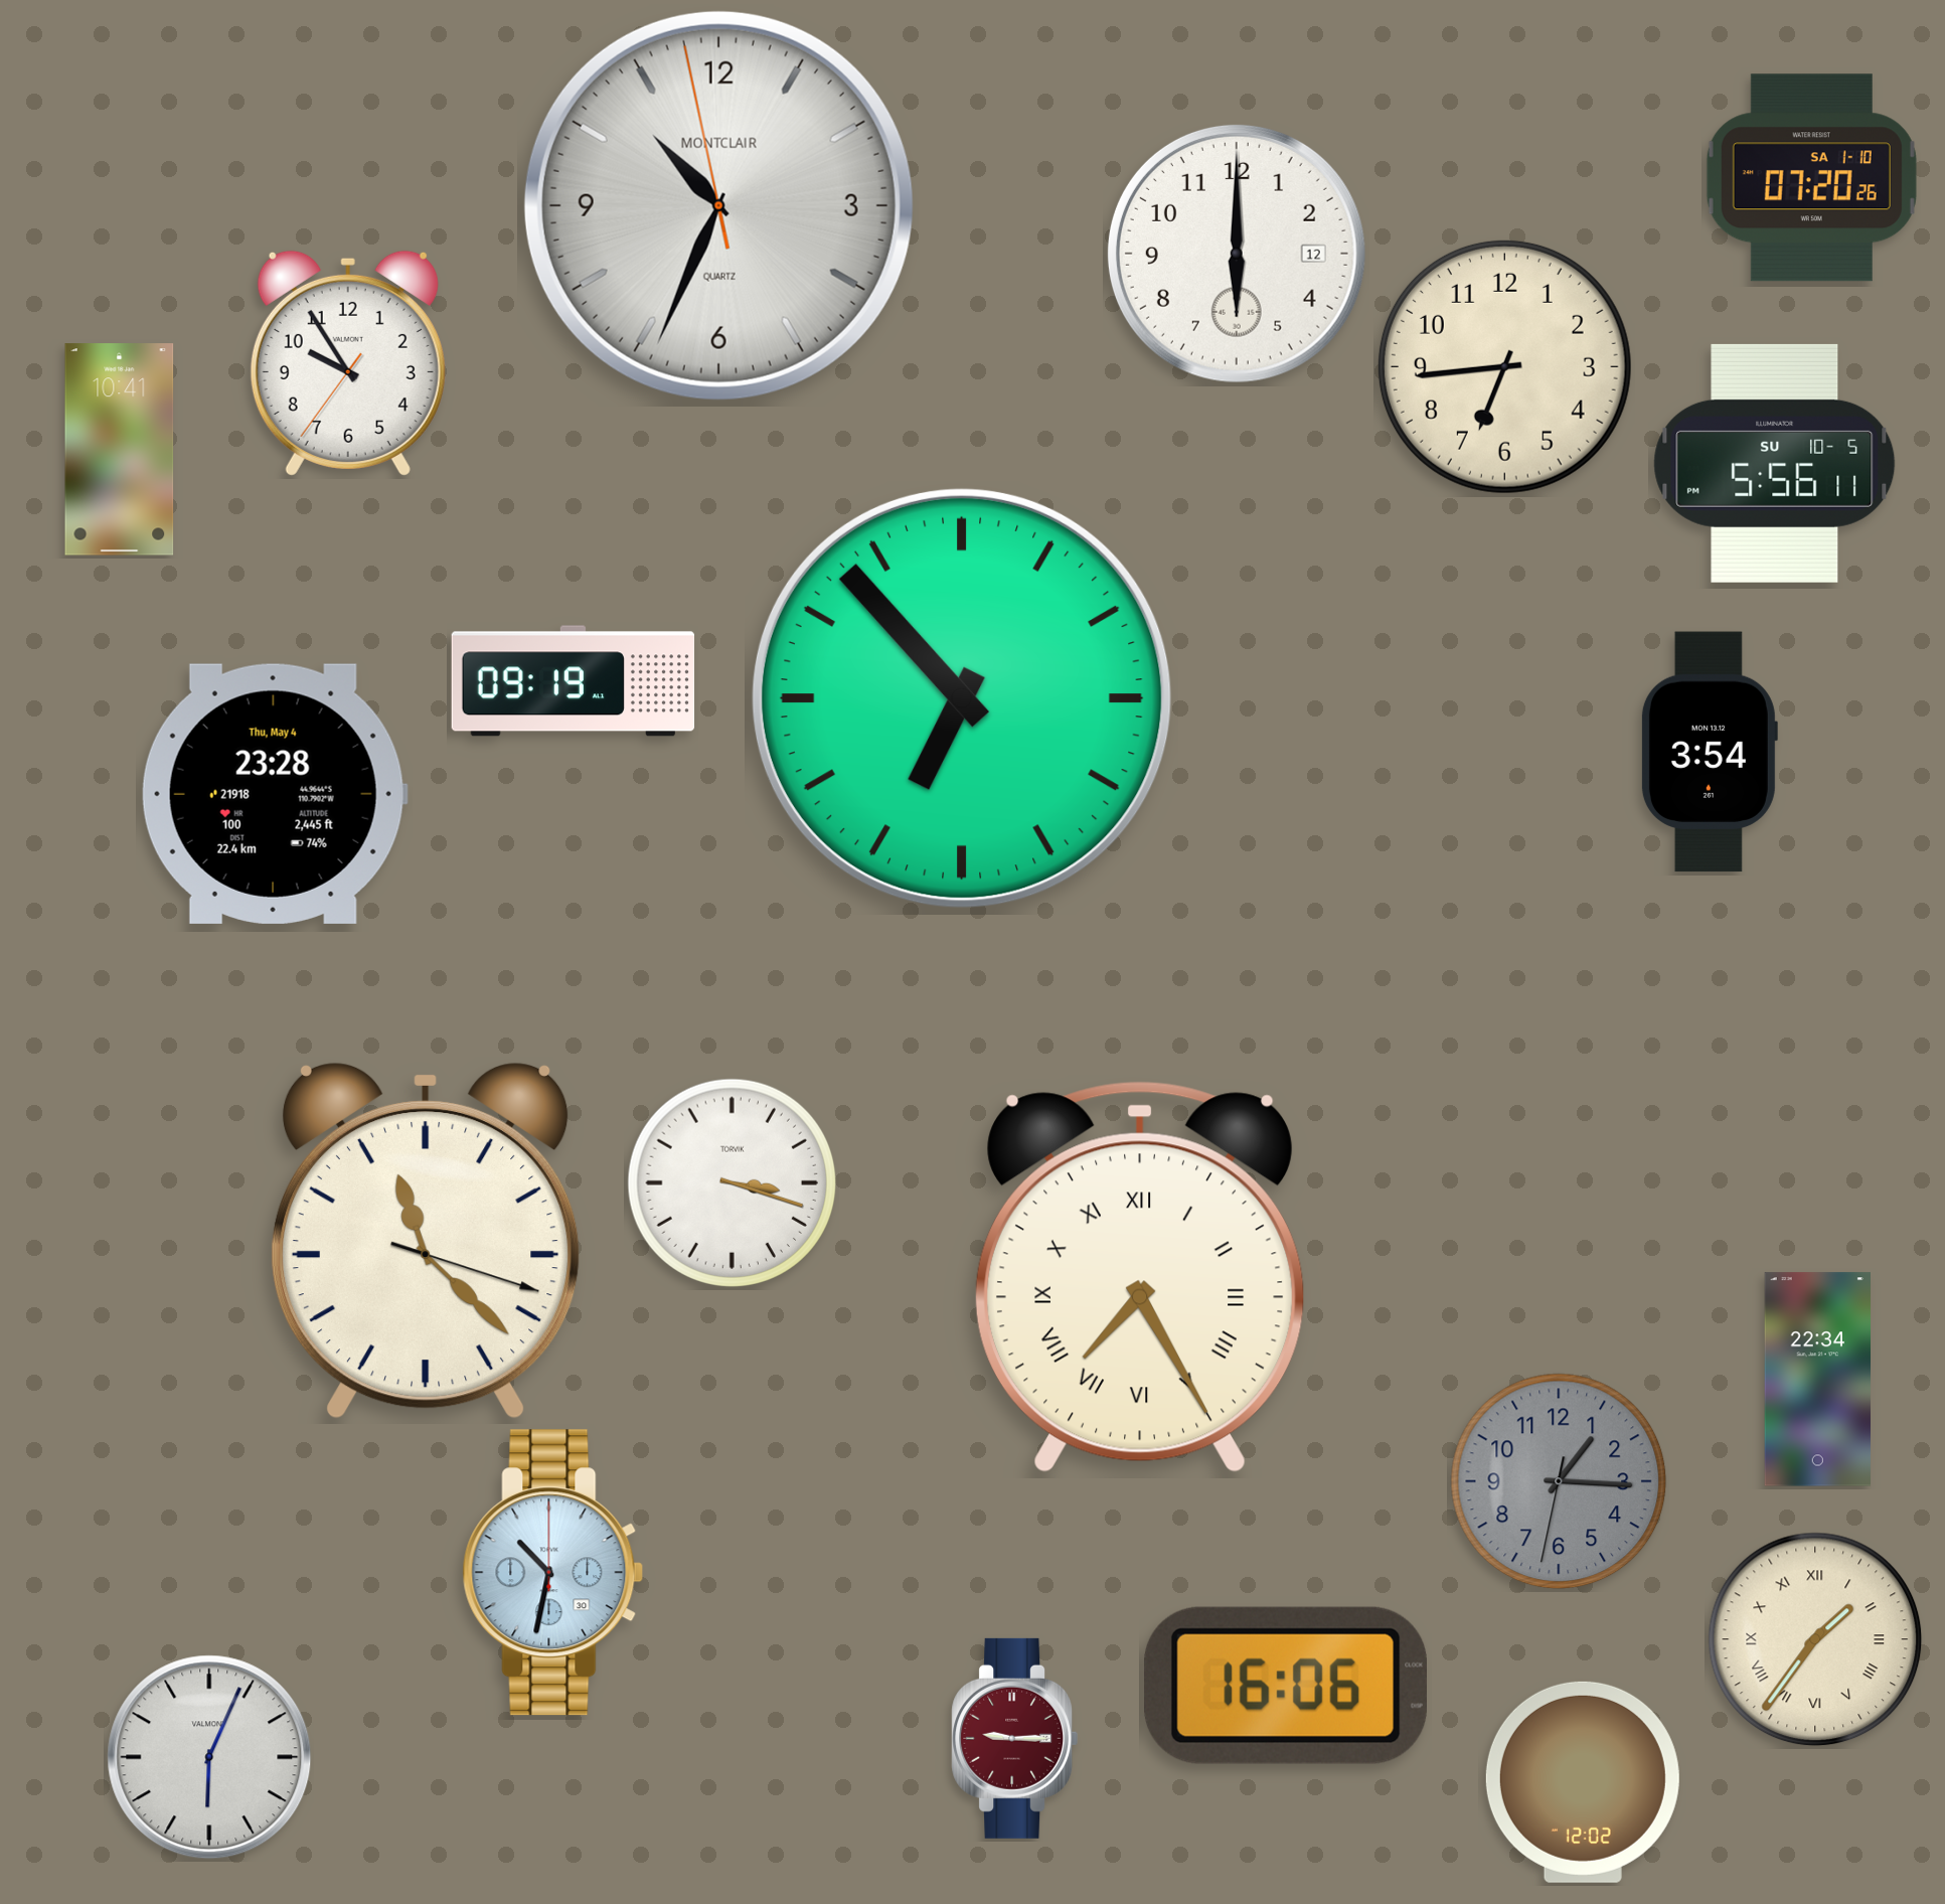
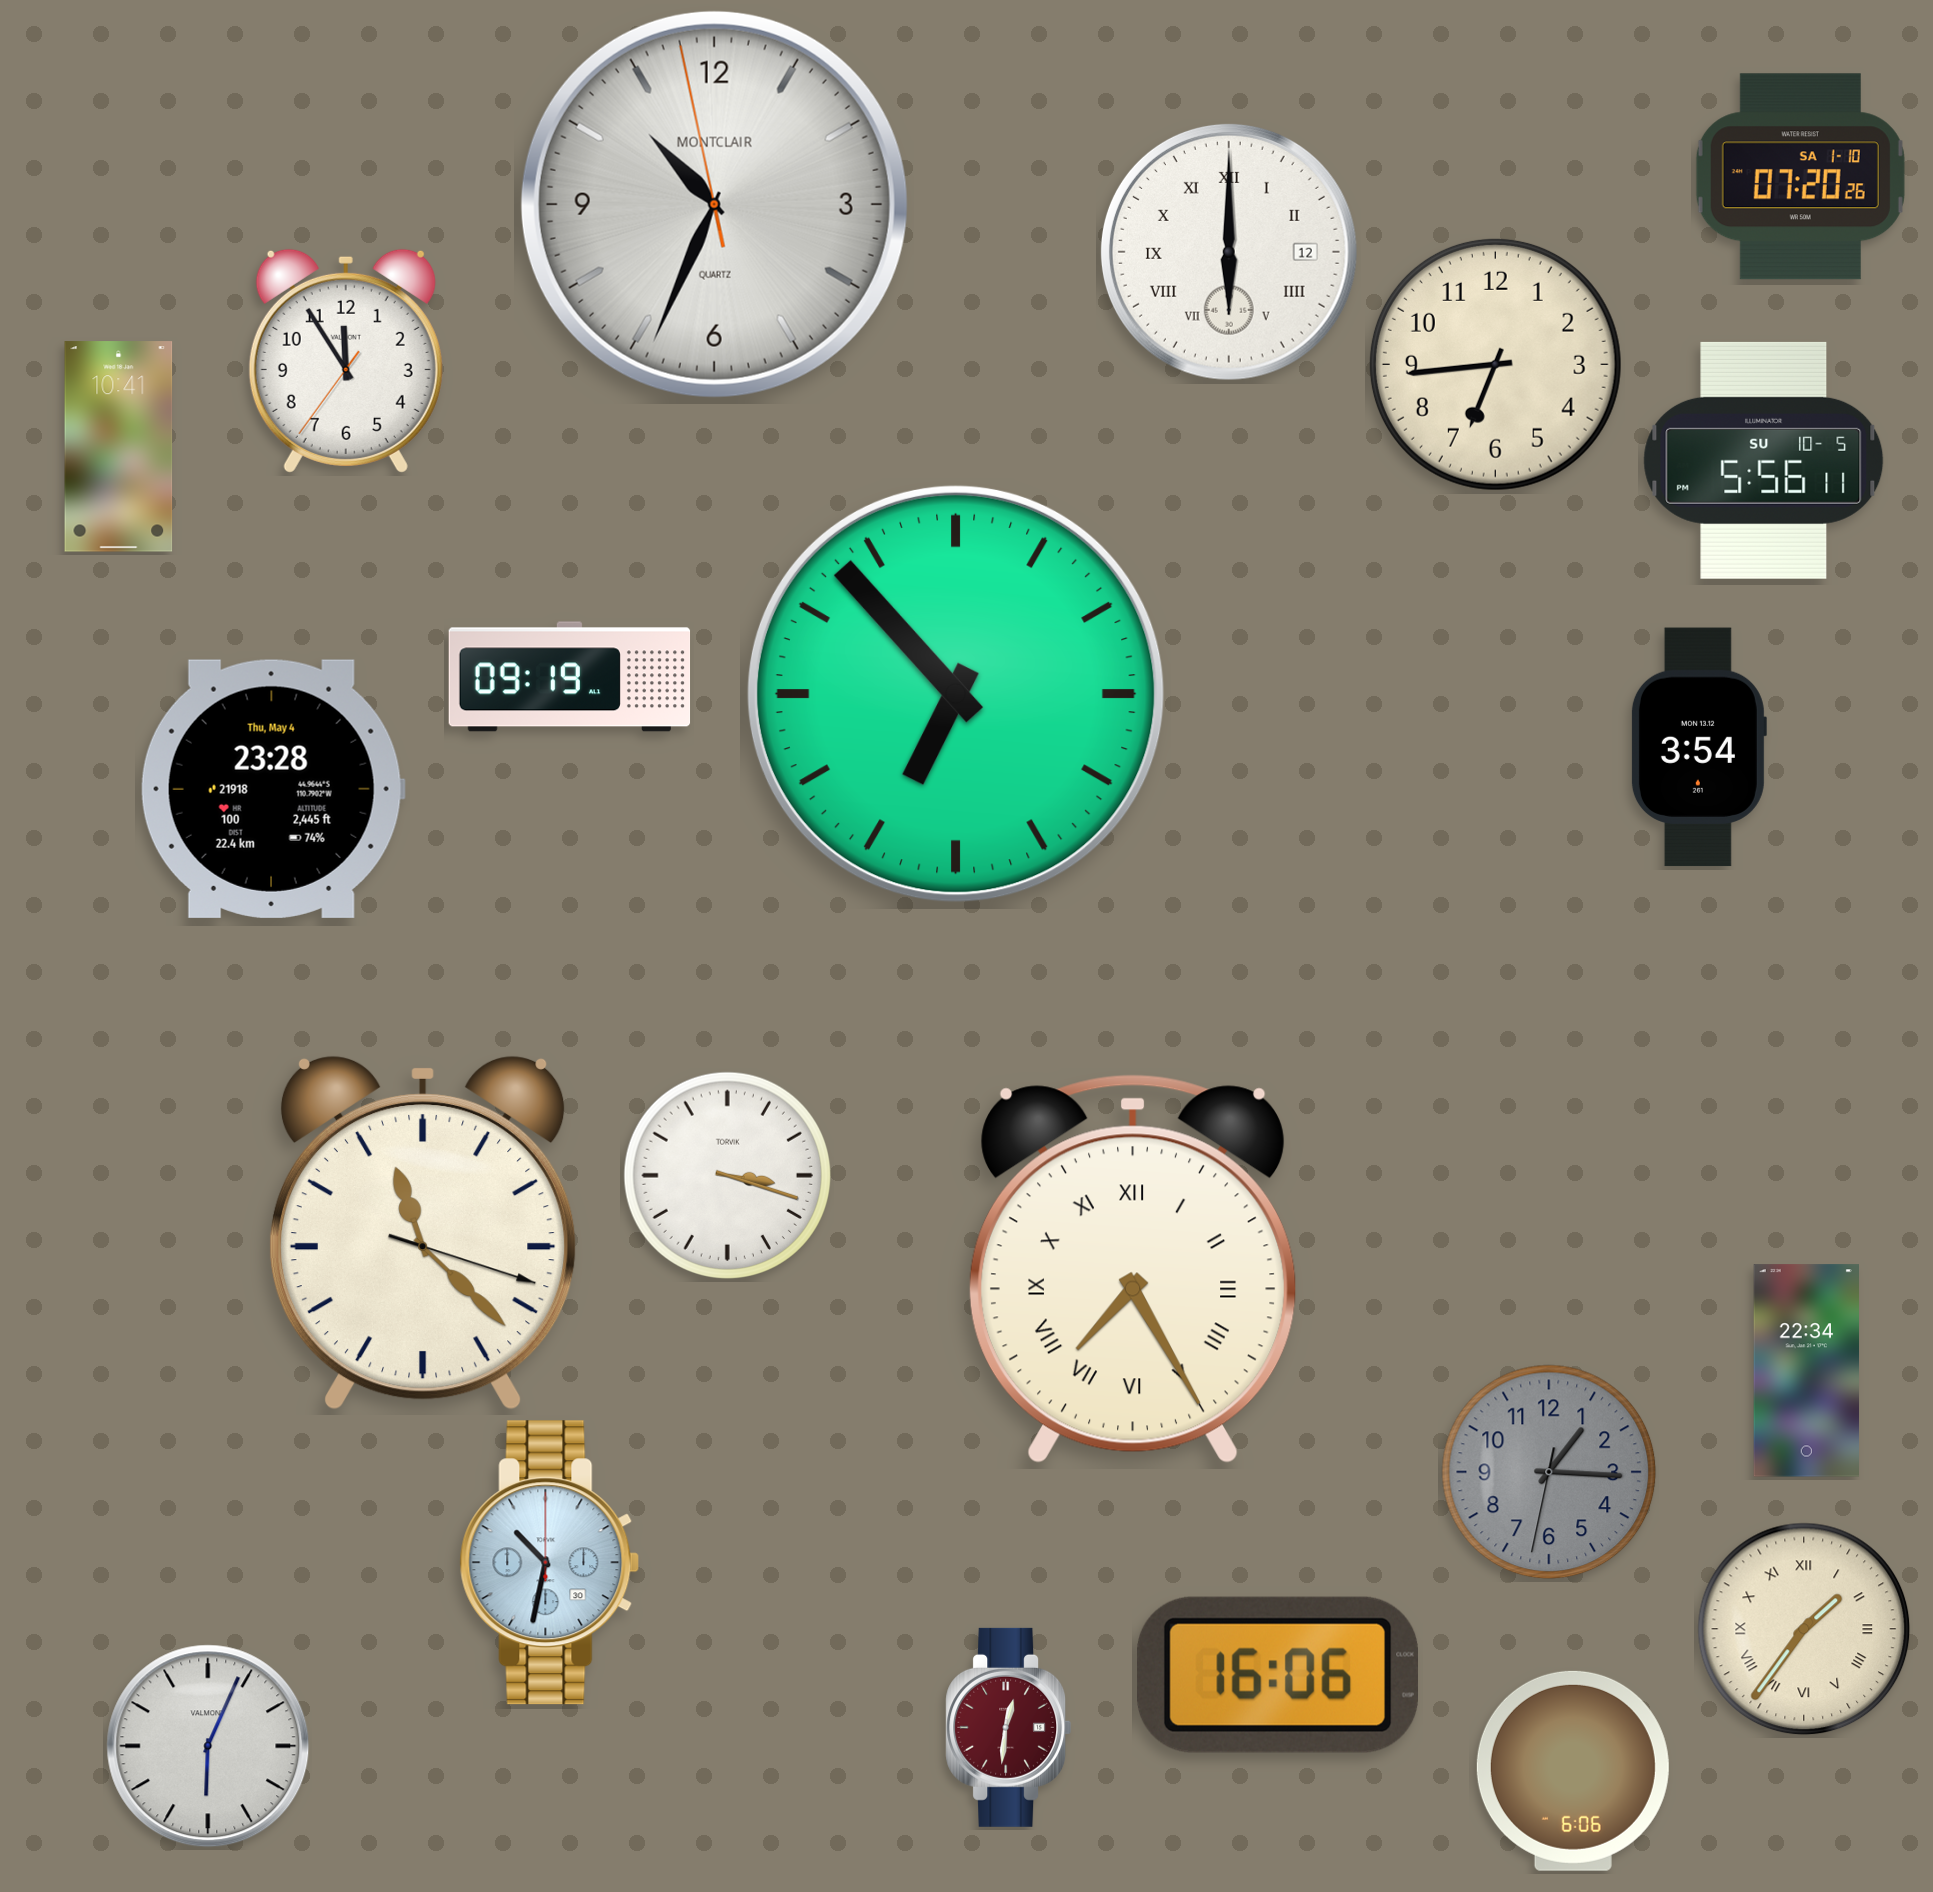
clock at (1237, 254) numerals: Arabic -> Roman
clock at (348, 363): 9:54 -> 11:54
clock at (1015, 1738): 9:15 -> 12:31
clock at (1583, 1782): 12:02 -> 6:06
